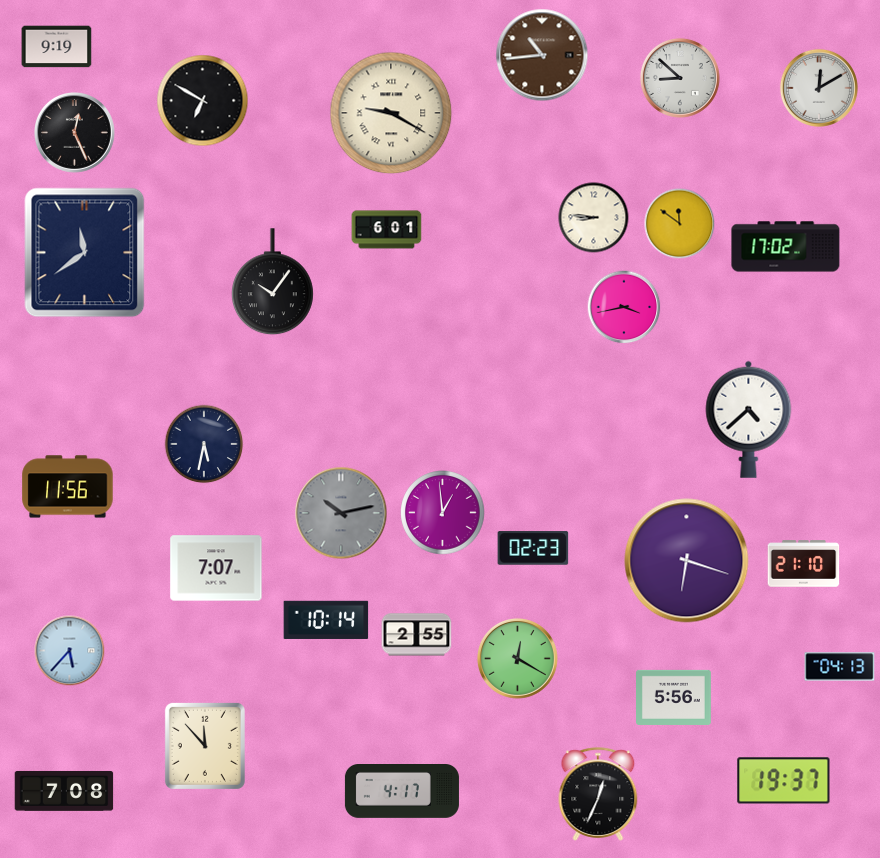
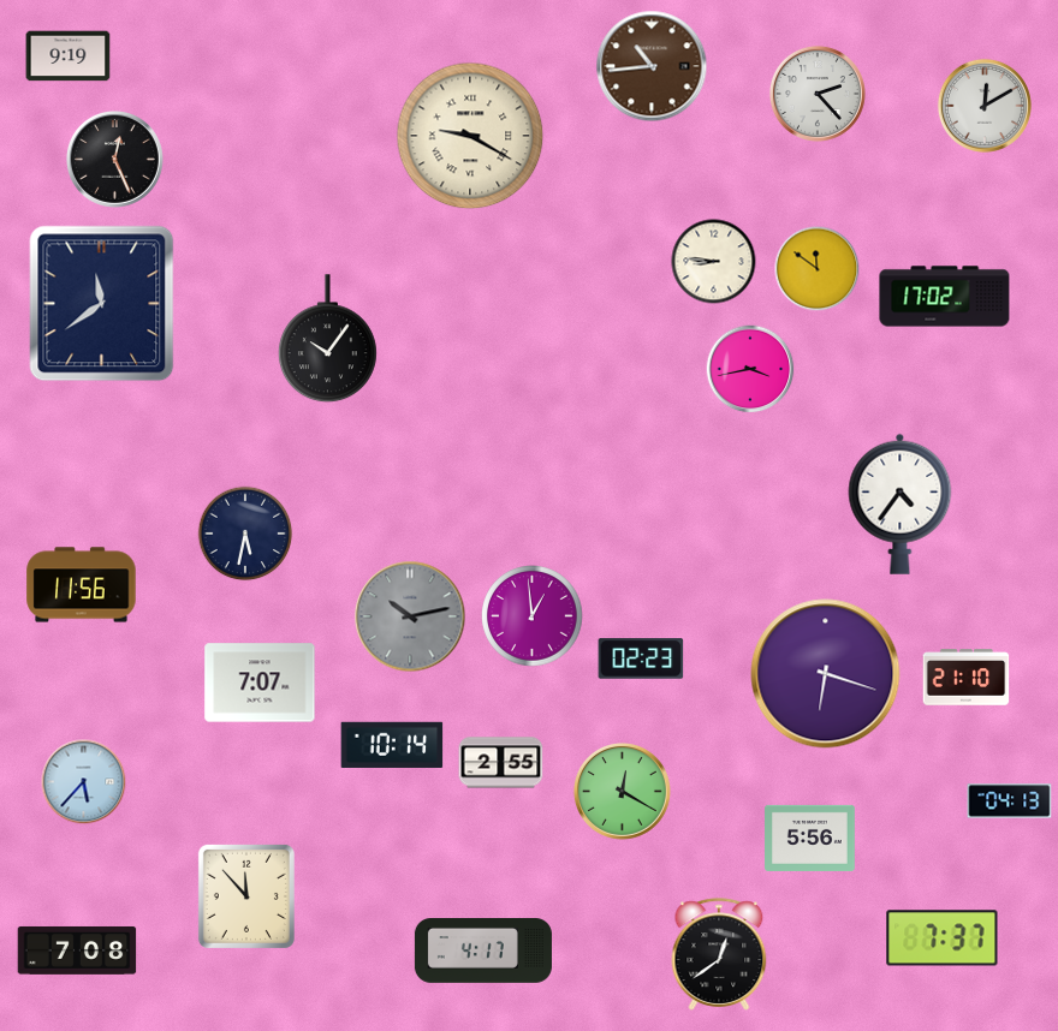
clock at (680, 78): 8:52 -> 2:23
clock at (203, 101): 6:50 -> none
clock at (74, 132) position: (74, 132) -> (114, 159)
clock at (387, 230): 6:01 -> none
clock at (749, 419): 4:38 -> 4:36
clock at (784, 781): 19:37 -> 7:37
clock at (598, 794): 12:34 -> 12:39
